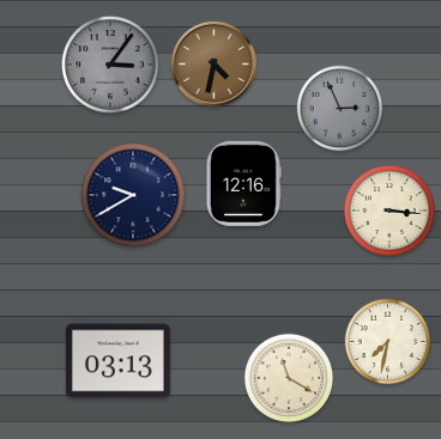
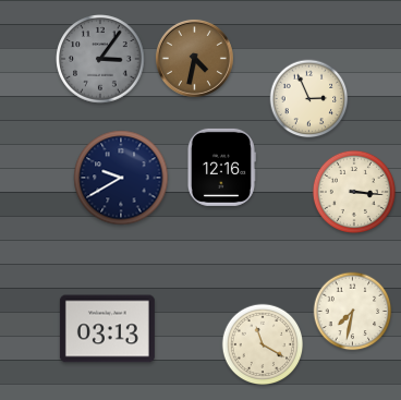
clock at (340, 109) dial: grey -> cream
